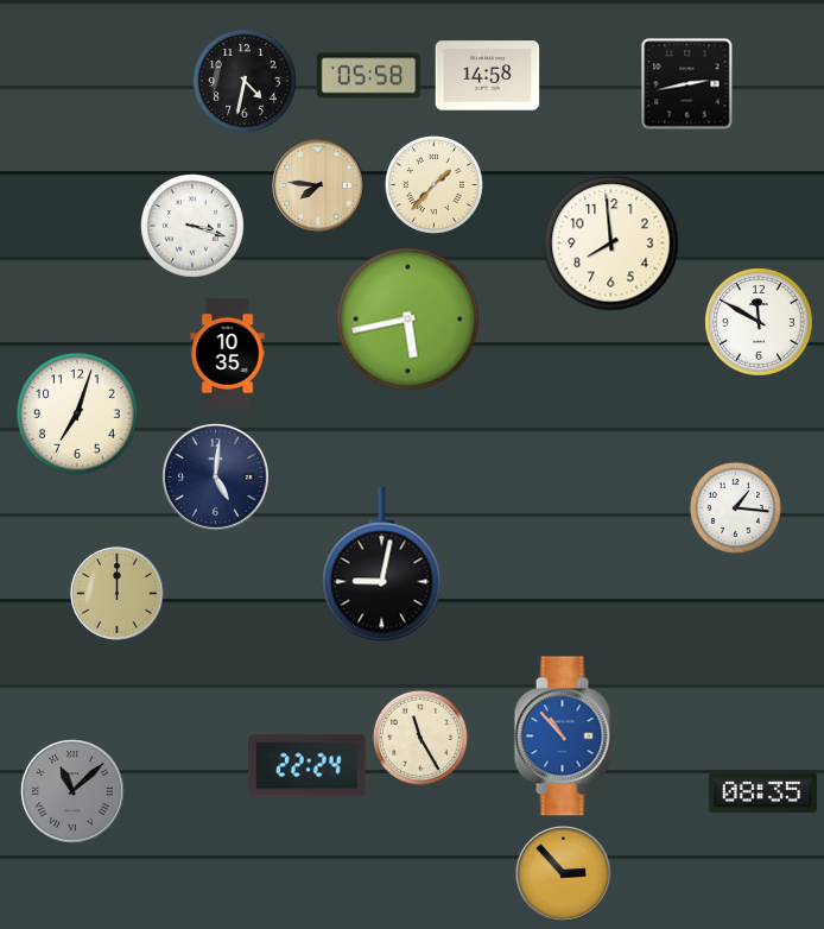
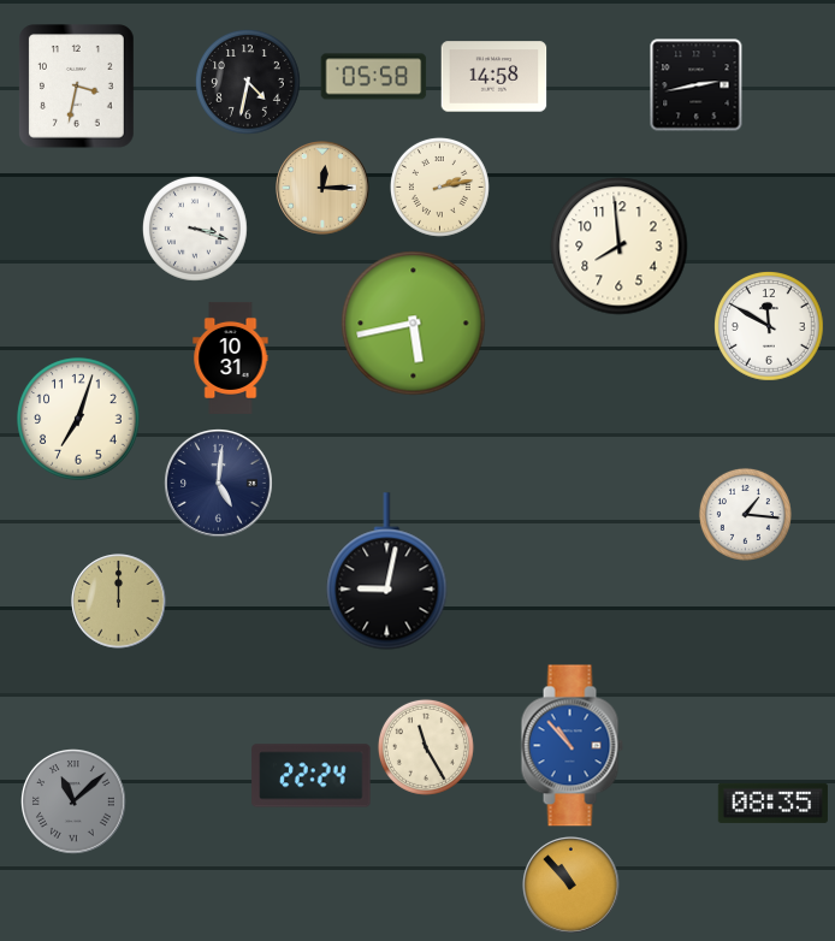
clock at (77, 87): none -> 3:32
clock at (433, 184): 1:37 -> 2:13
clock at (318, 185): 7:46 -> 12:15
clock at (228, 353): 10:35 -> 10:31
clock at (564, 874): 2:53 -> 10:53
